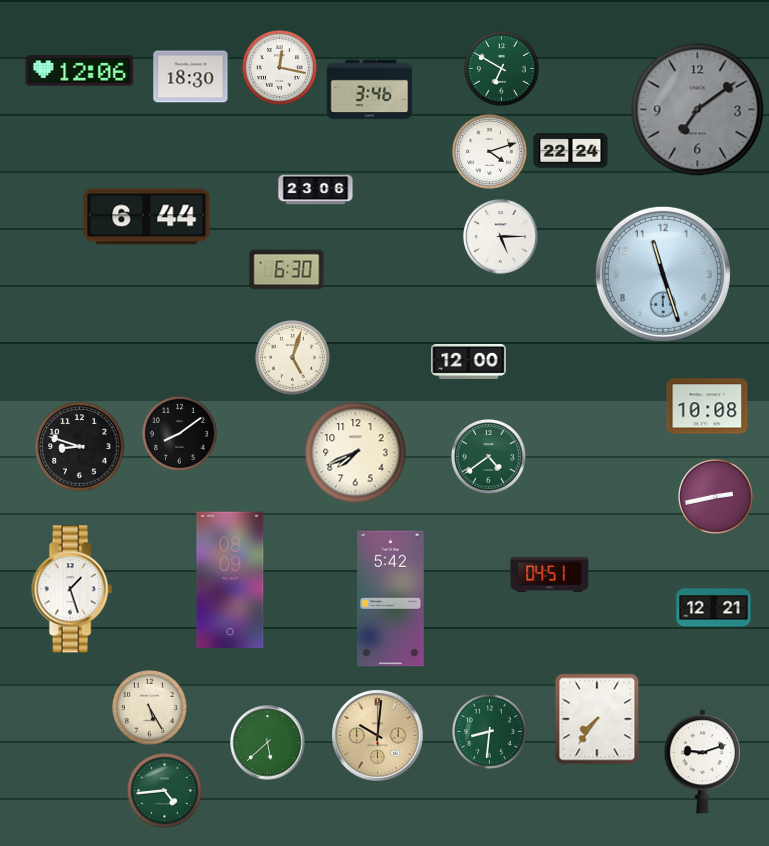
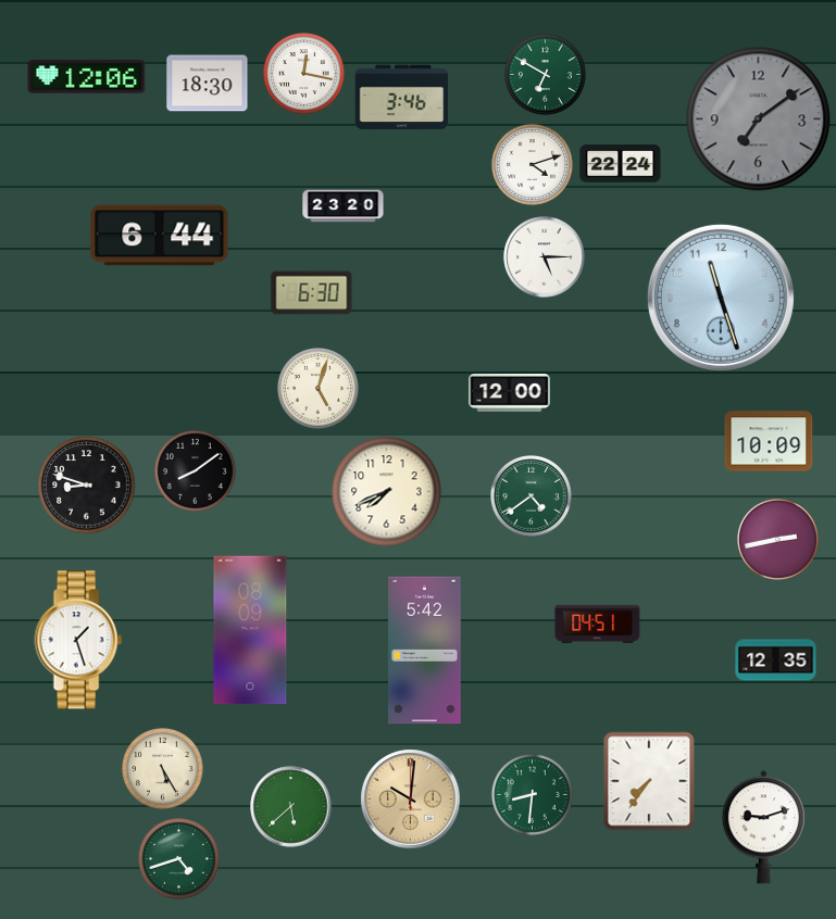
clock at (316, 190): 23:06 -> 23:20
clock at (707, 406): 10:08 -> 10:09
clock at (714, 608): 12:21 -> 12:35
clock at (165, 791): 4:44 -> 4:42
